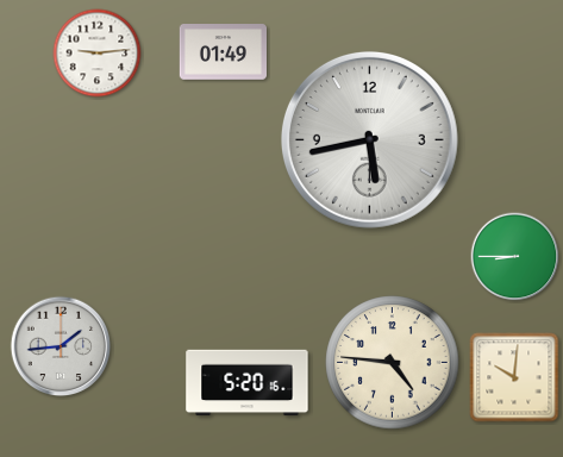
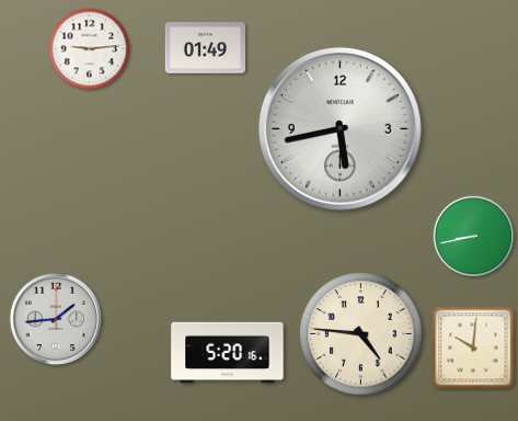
clock at (515, 257): 8:45 -> 8:43
